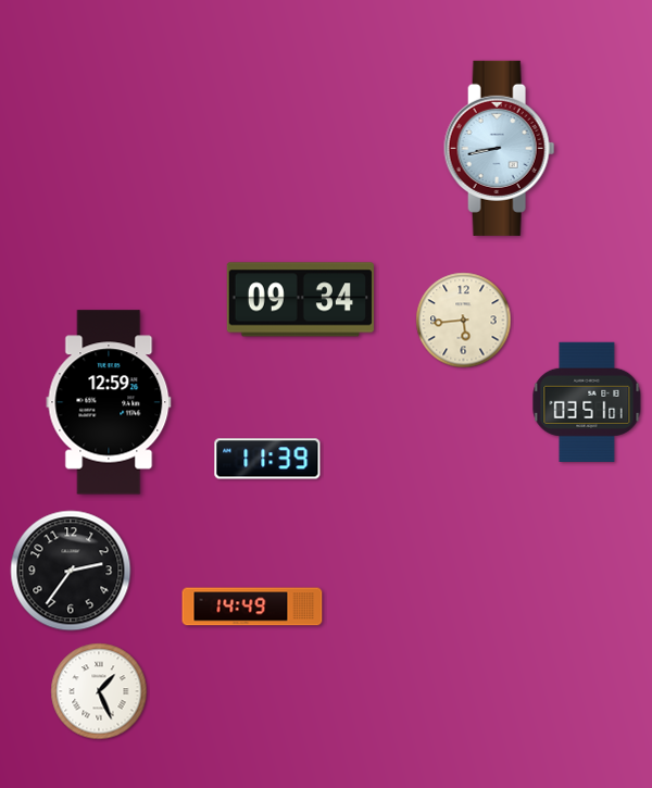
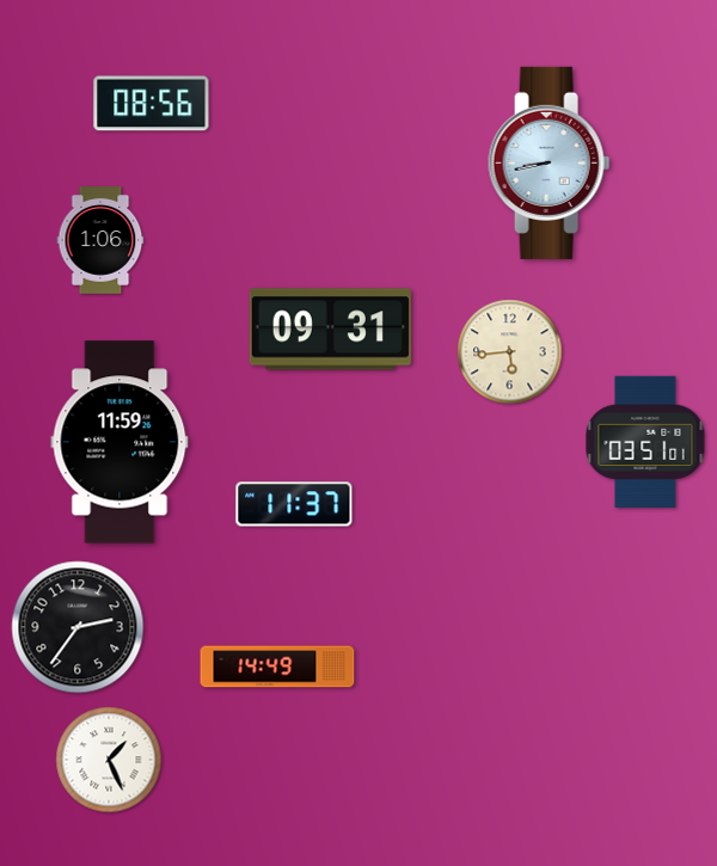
clock at (152, 104): none -> 08:56
clock at (100, 241): none -> 1:06
clock at (300, 300): 09:34 -> 09:31
clock at (109, 402): 12:59 -> 11:59
clock at (267, 459): 11:39 -> 11:37
